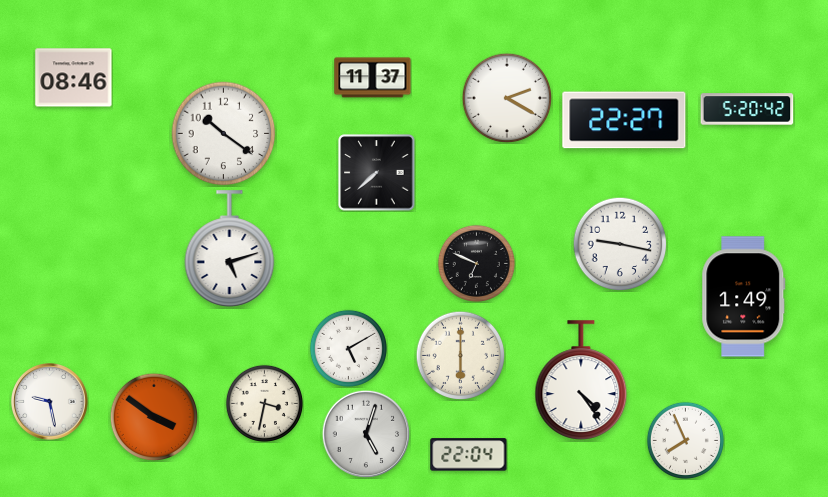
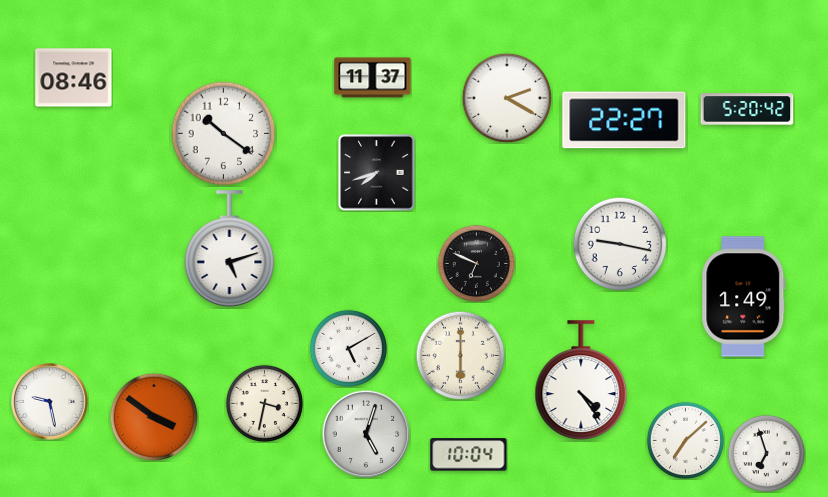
clock at (377, 173): 7:38 -> 7:42
clock at (685, 440): 7:56 -> 7:08
clock at (766, 453): none -> 6:57
clock at (469, 455): 22:04 -> 10:04
